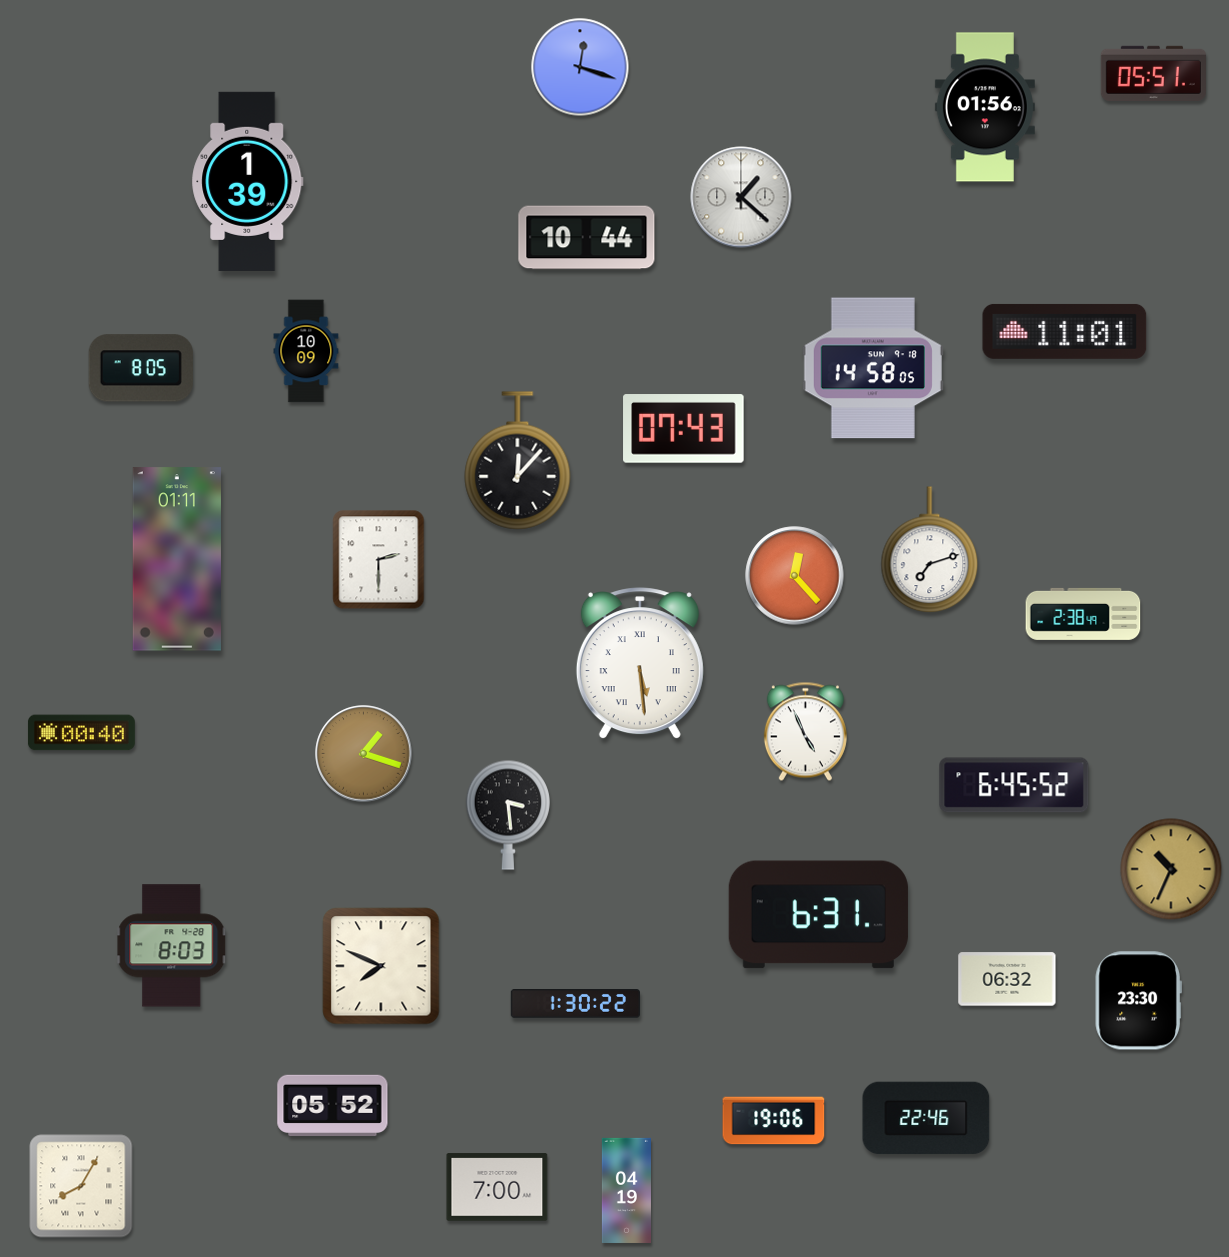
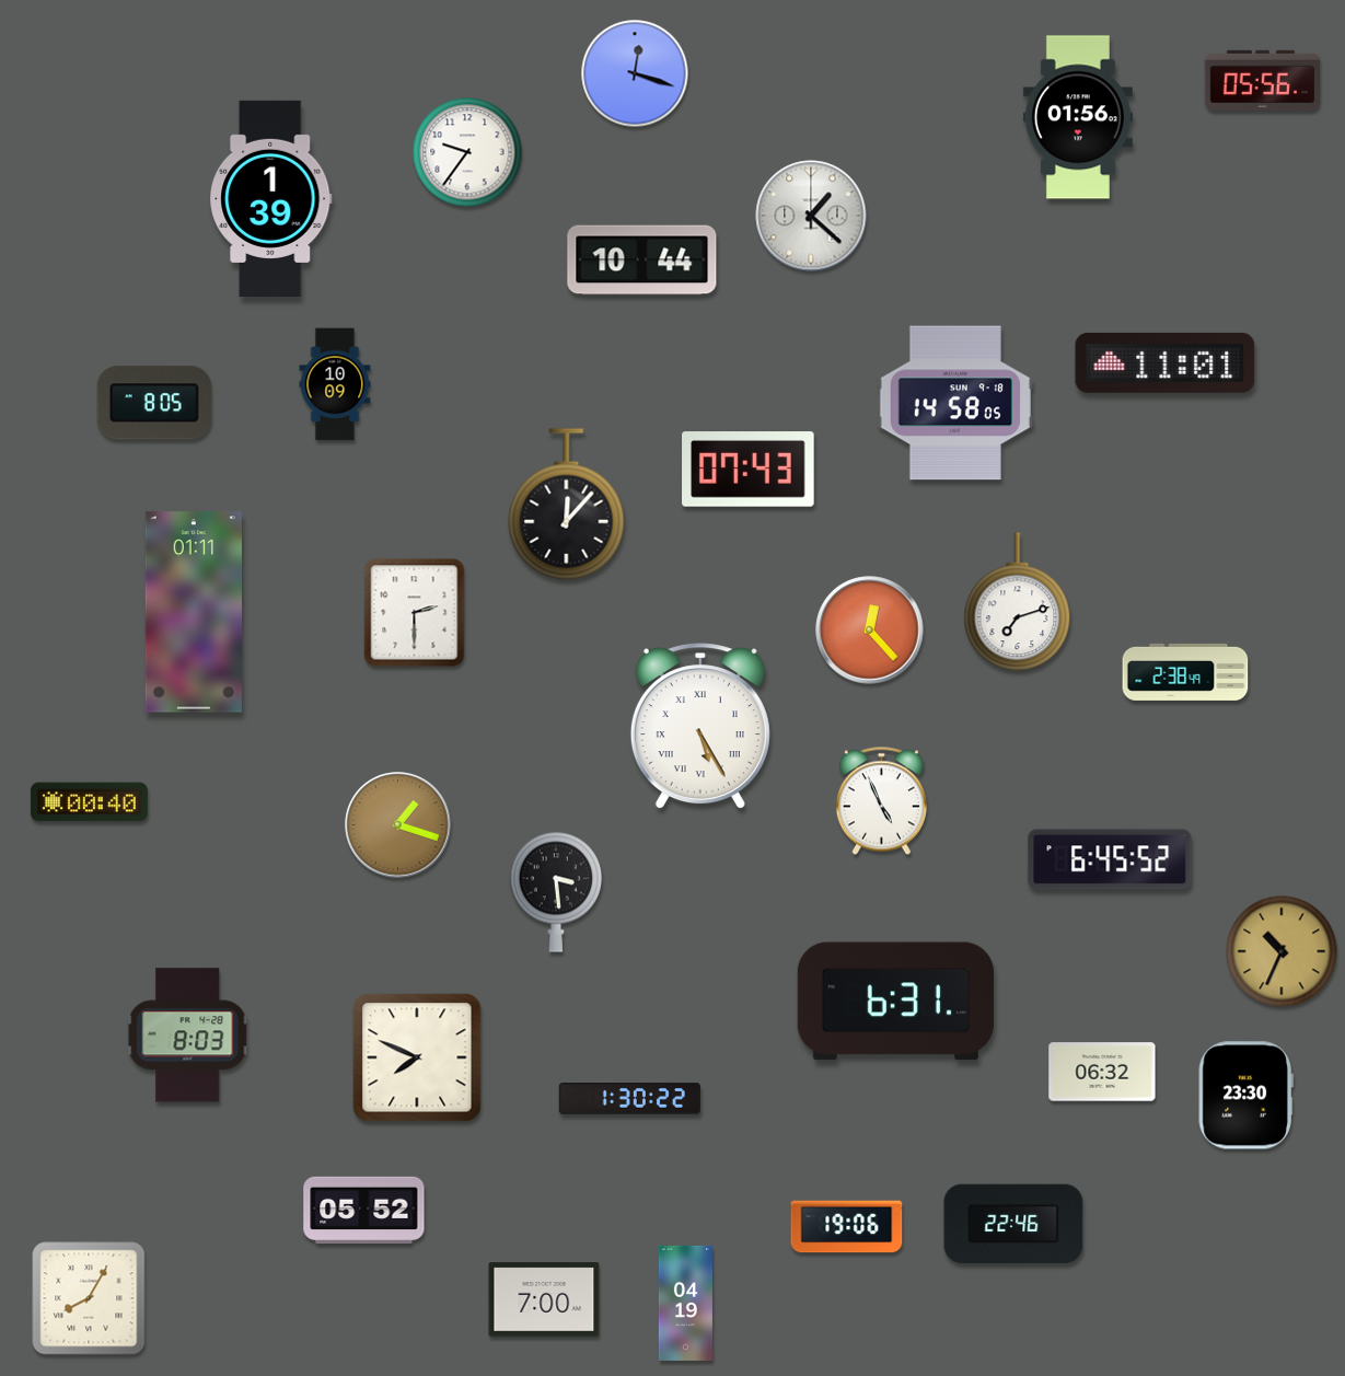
clock at (1153, 73): 05:51 -> 05:56
clock at (467, 152): none -> 9:36
clock at (640, 664): 5:29 -> 5:25
